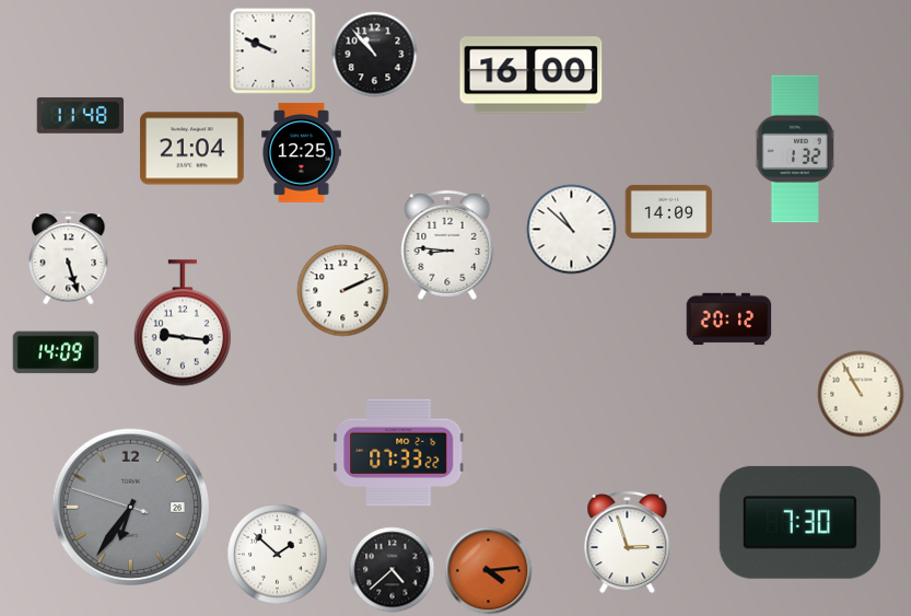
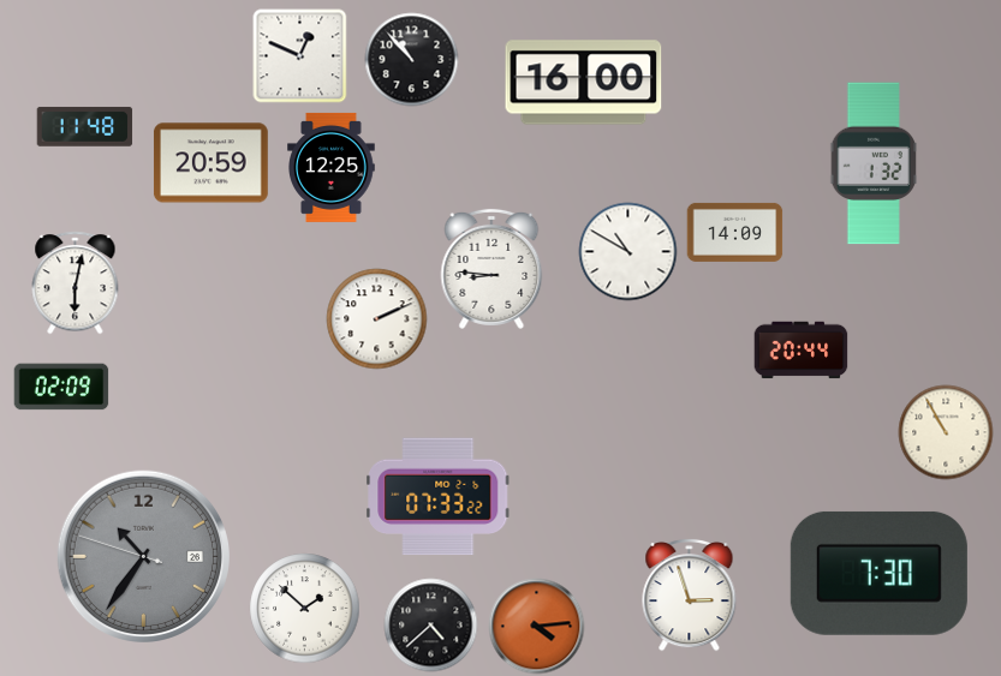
clock at (272, 50): 9:49 -> 12:49
clock at (80, 115) position: (80, 115) -> (84, 126)
clock at (192, 149): 21:04 -> 20:59
clock at (571, 229): 10:52 -> 10:50
clock at (69, 257): 5:27 -> 6:02
clock at (728, 319): 20:12 -> 20:44
clock at (182, 323): 9:16 -> none
clock at (56, 352): 14:09 -> 02:09
clock at (130, 507): 6:35 -> 10:35
